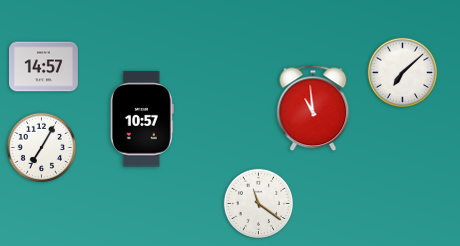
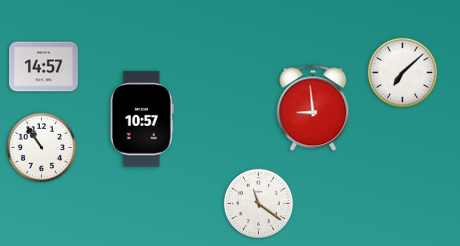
clock at (313, 108): 10:59 -> 8:59
clock at (41, 147): 7:05 -> 10:54
